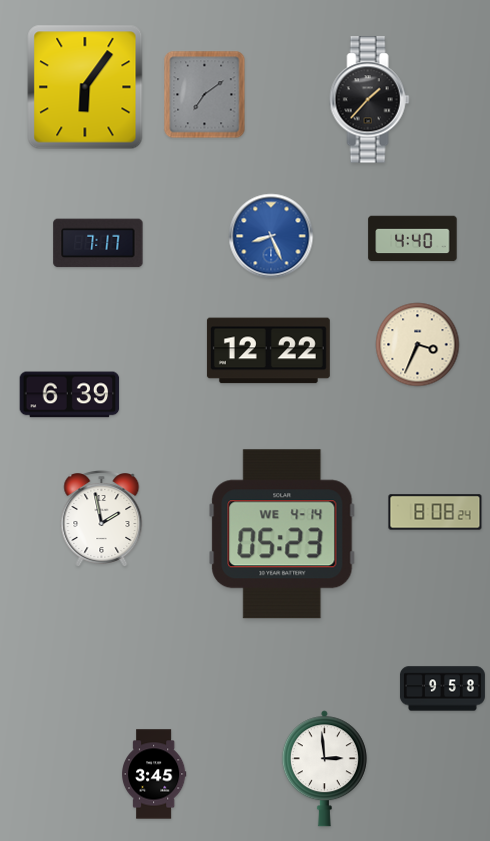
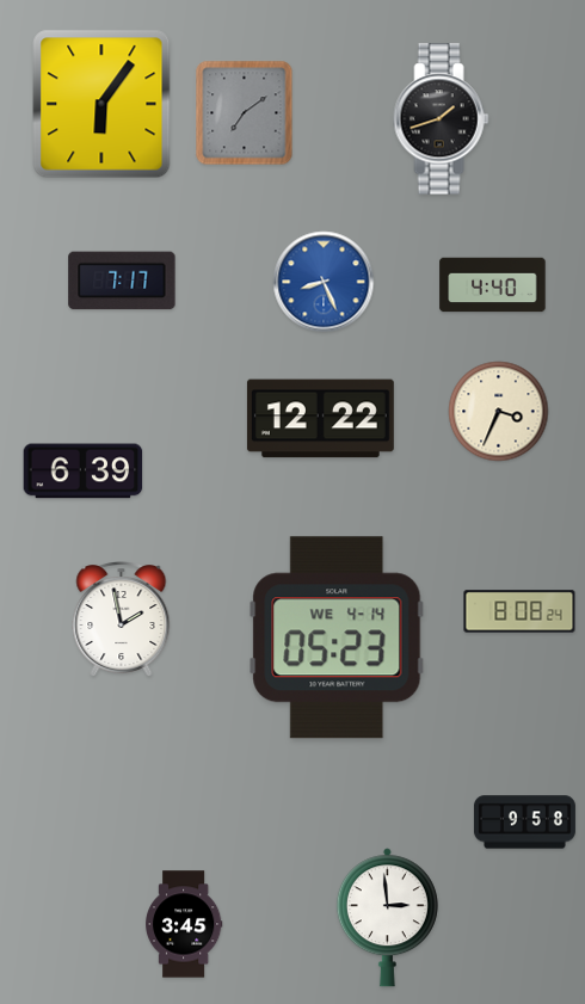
clock at (370, 100): 1:37 -> 1:42
clock at (98, 243) position: (98, 243) -> (122, 281)
clock at (442, 689) position: (442, 689) -> (524, 823)
